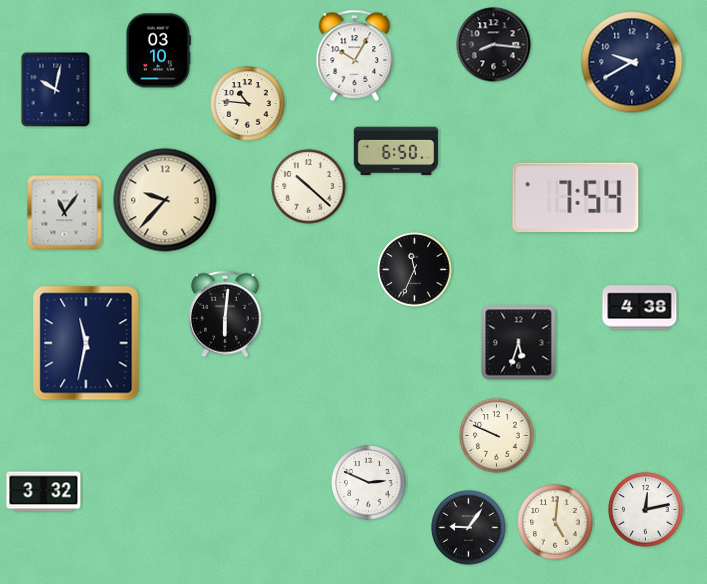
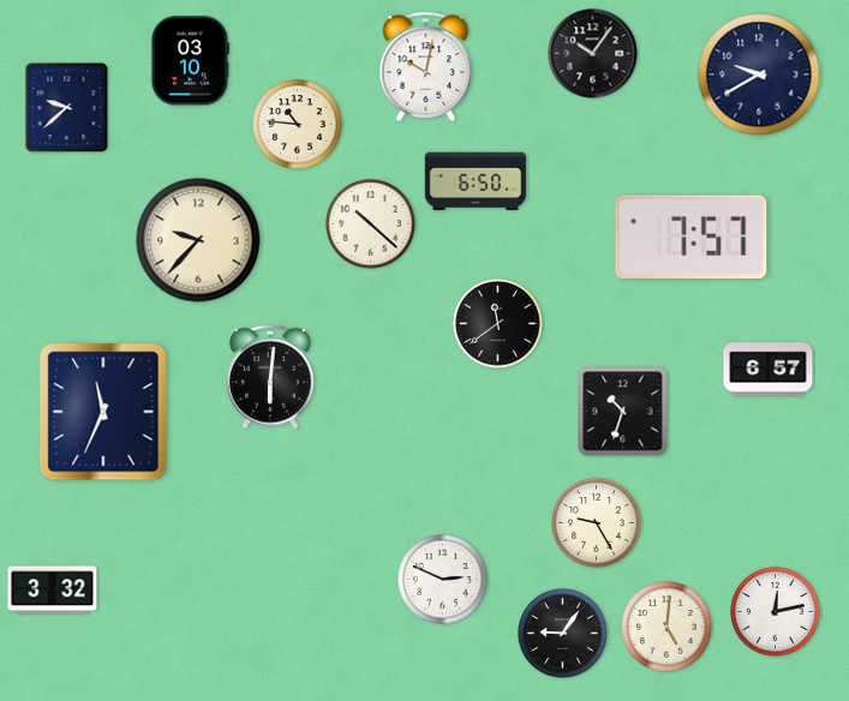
clock at (494, 45): 8:16 -> 10:06
clock at (355, 55): 10:05 -> 10:02
clock at (56, 90): 10:02 -> 9:38
clock at (576, 197): 7:54 -> 7:57
clock at (65, 213): 11:06 -> none
clock at (415, 270): 11:34 -> 11:39
clock at (640, 308): 4:38 -> 6:57
clock at (86, 343): 11:32 -> 11:34
clock at (519, 343): 5:33 -> 10:33
clock at (497, 436): 9:49 -> 9:25
